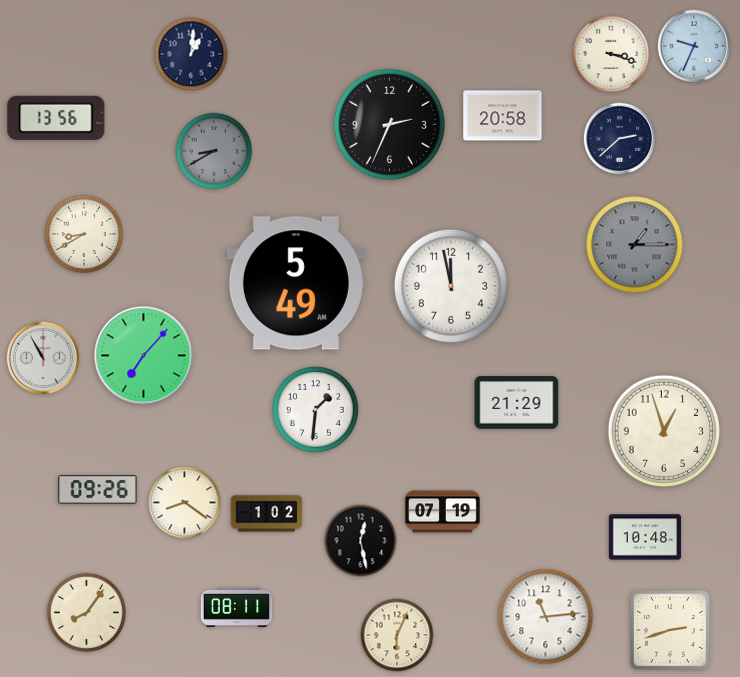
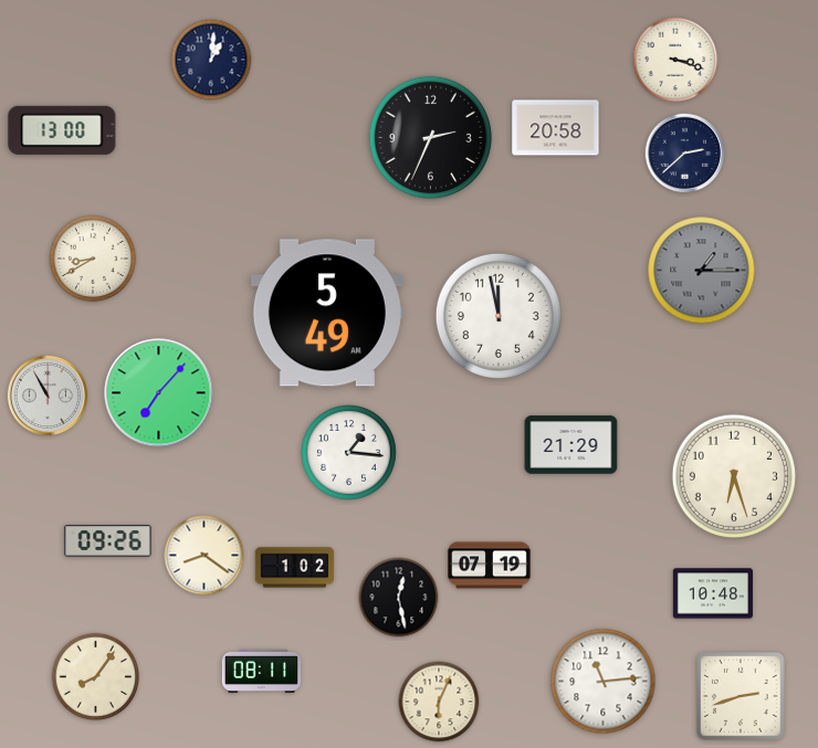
clock at (694, 46): 9:34 -> none
clock at (56, 118): 13:56 -> 13:00
clock at (214, 151): 8:40 -> none
clock at (316, 410): 1:31 -> 1:16
clock at (663, 430): 12:57 -> 6:27
